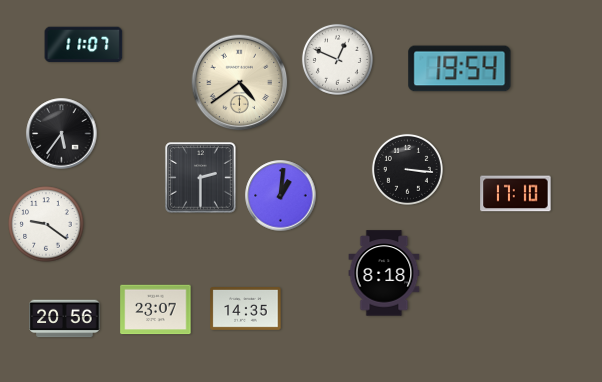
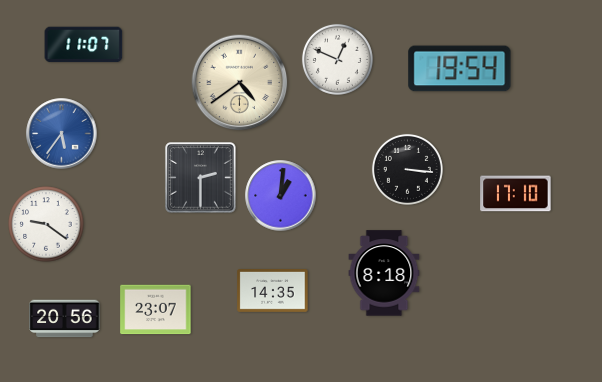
clock at (62, 134) dial: black -> blue
clock at (246, 309) position: (246, 309) -> (273, 291)
